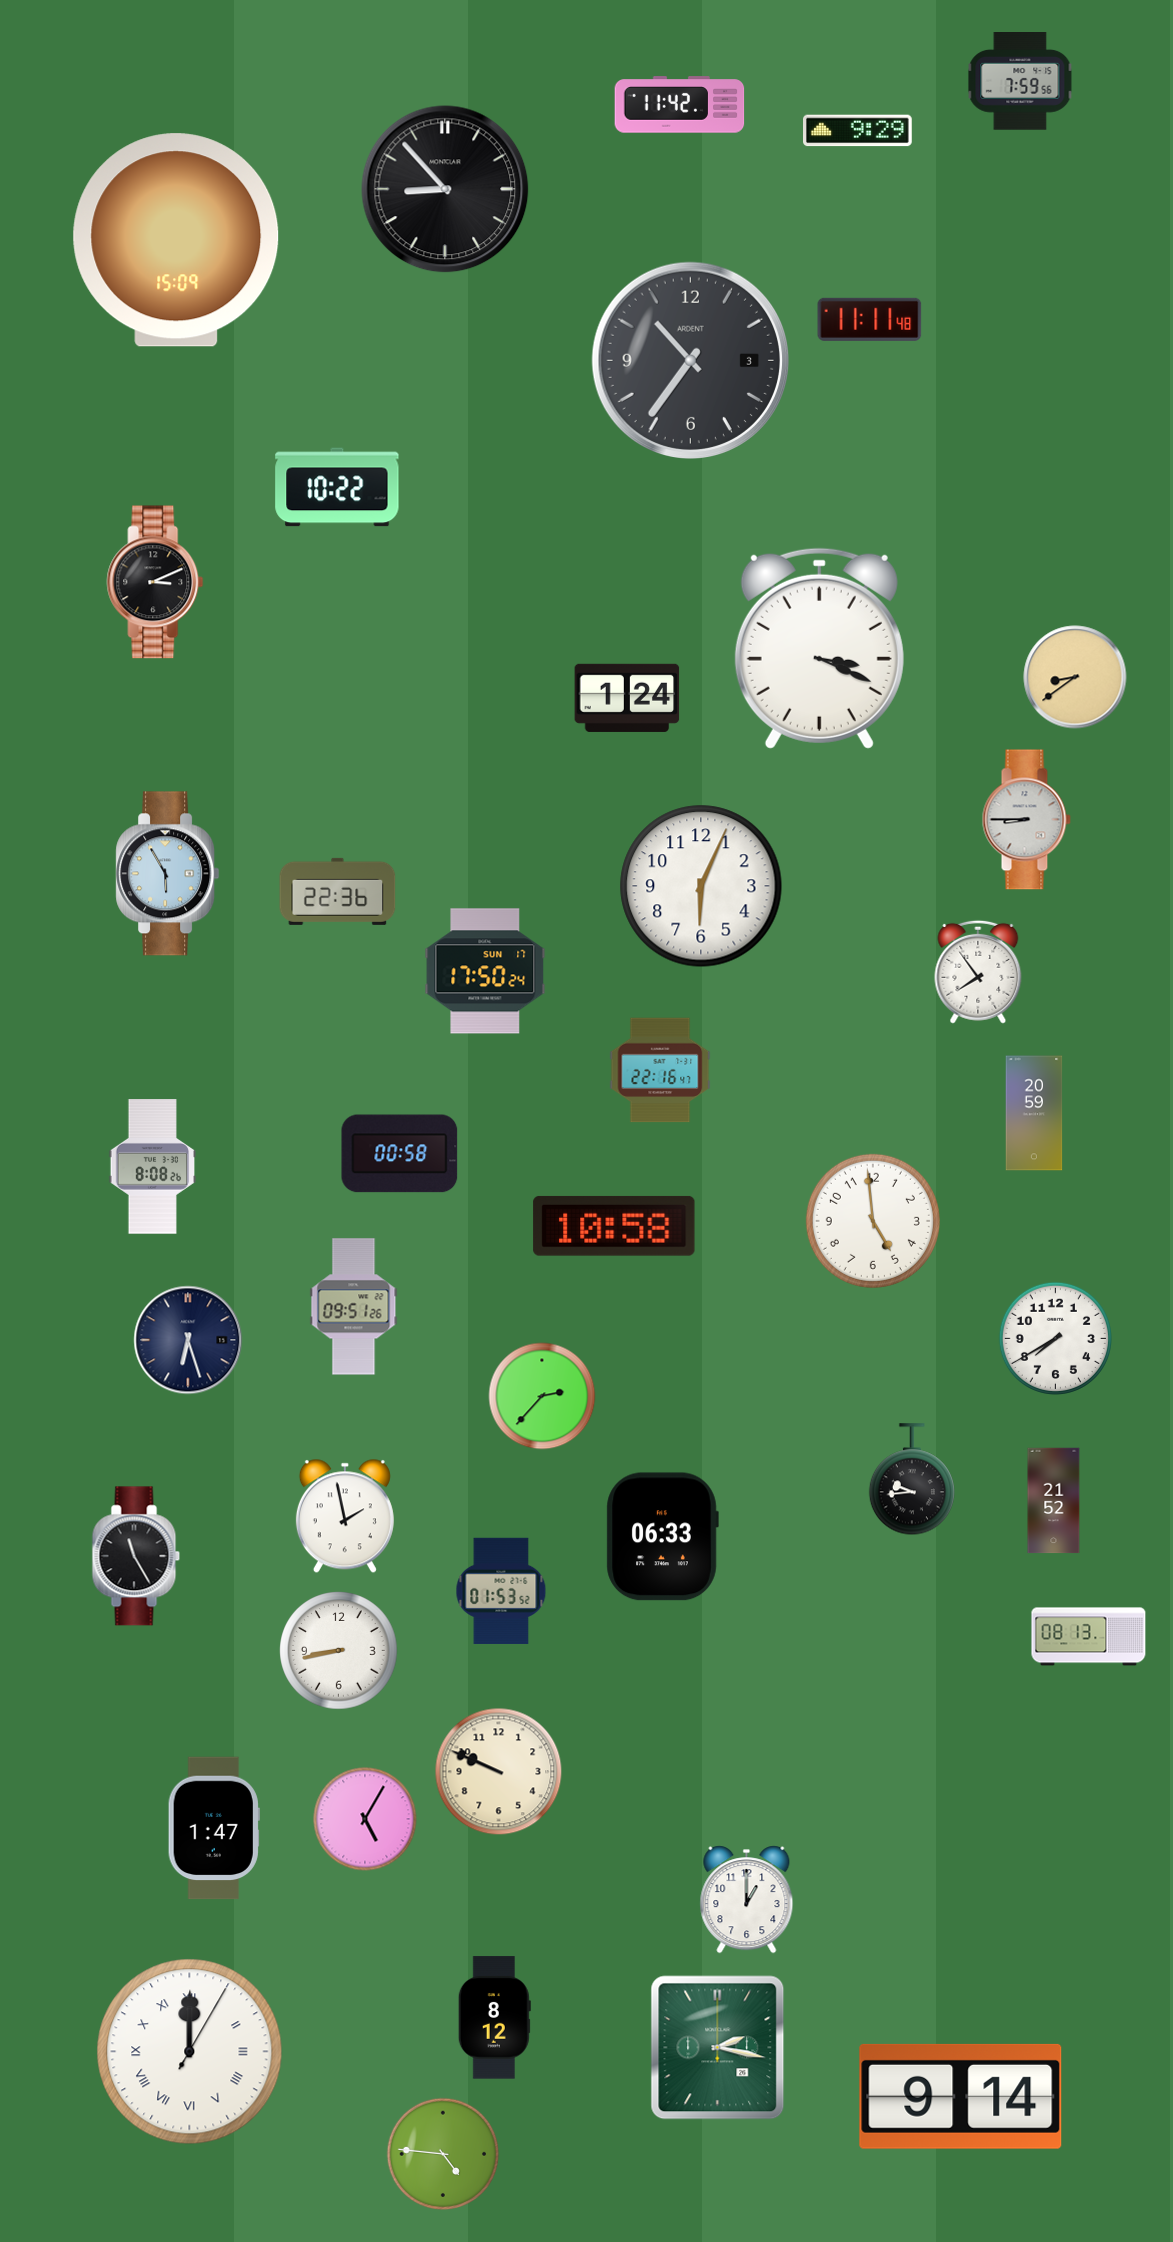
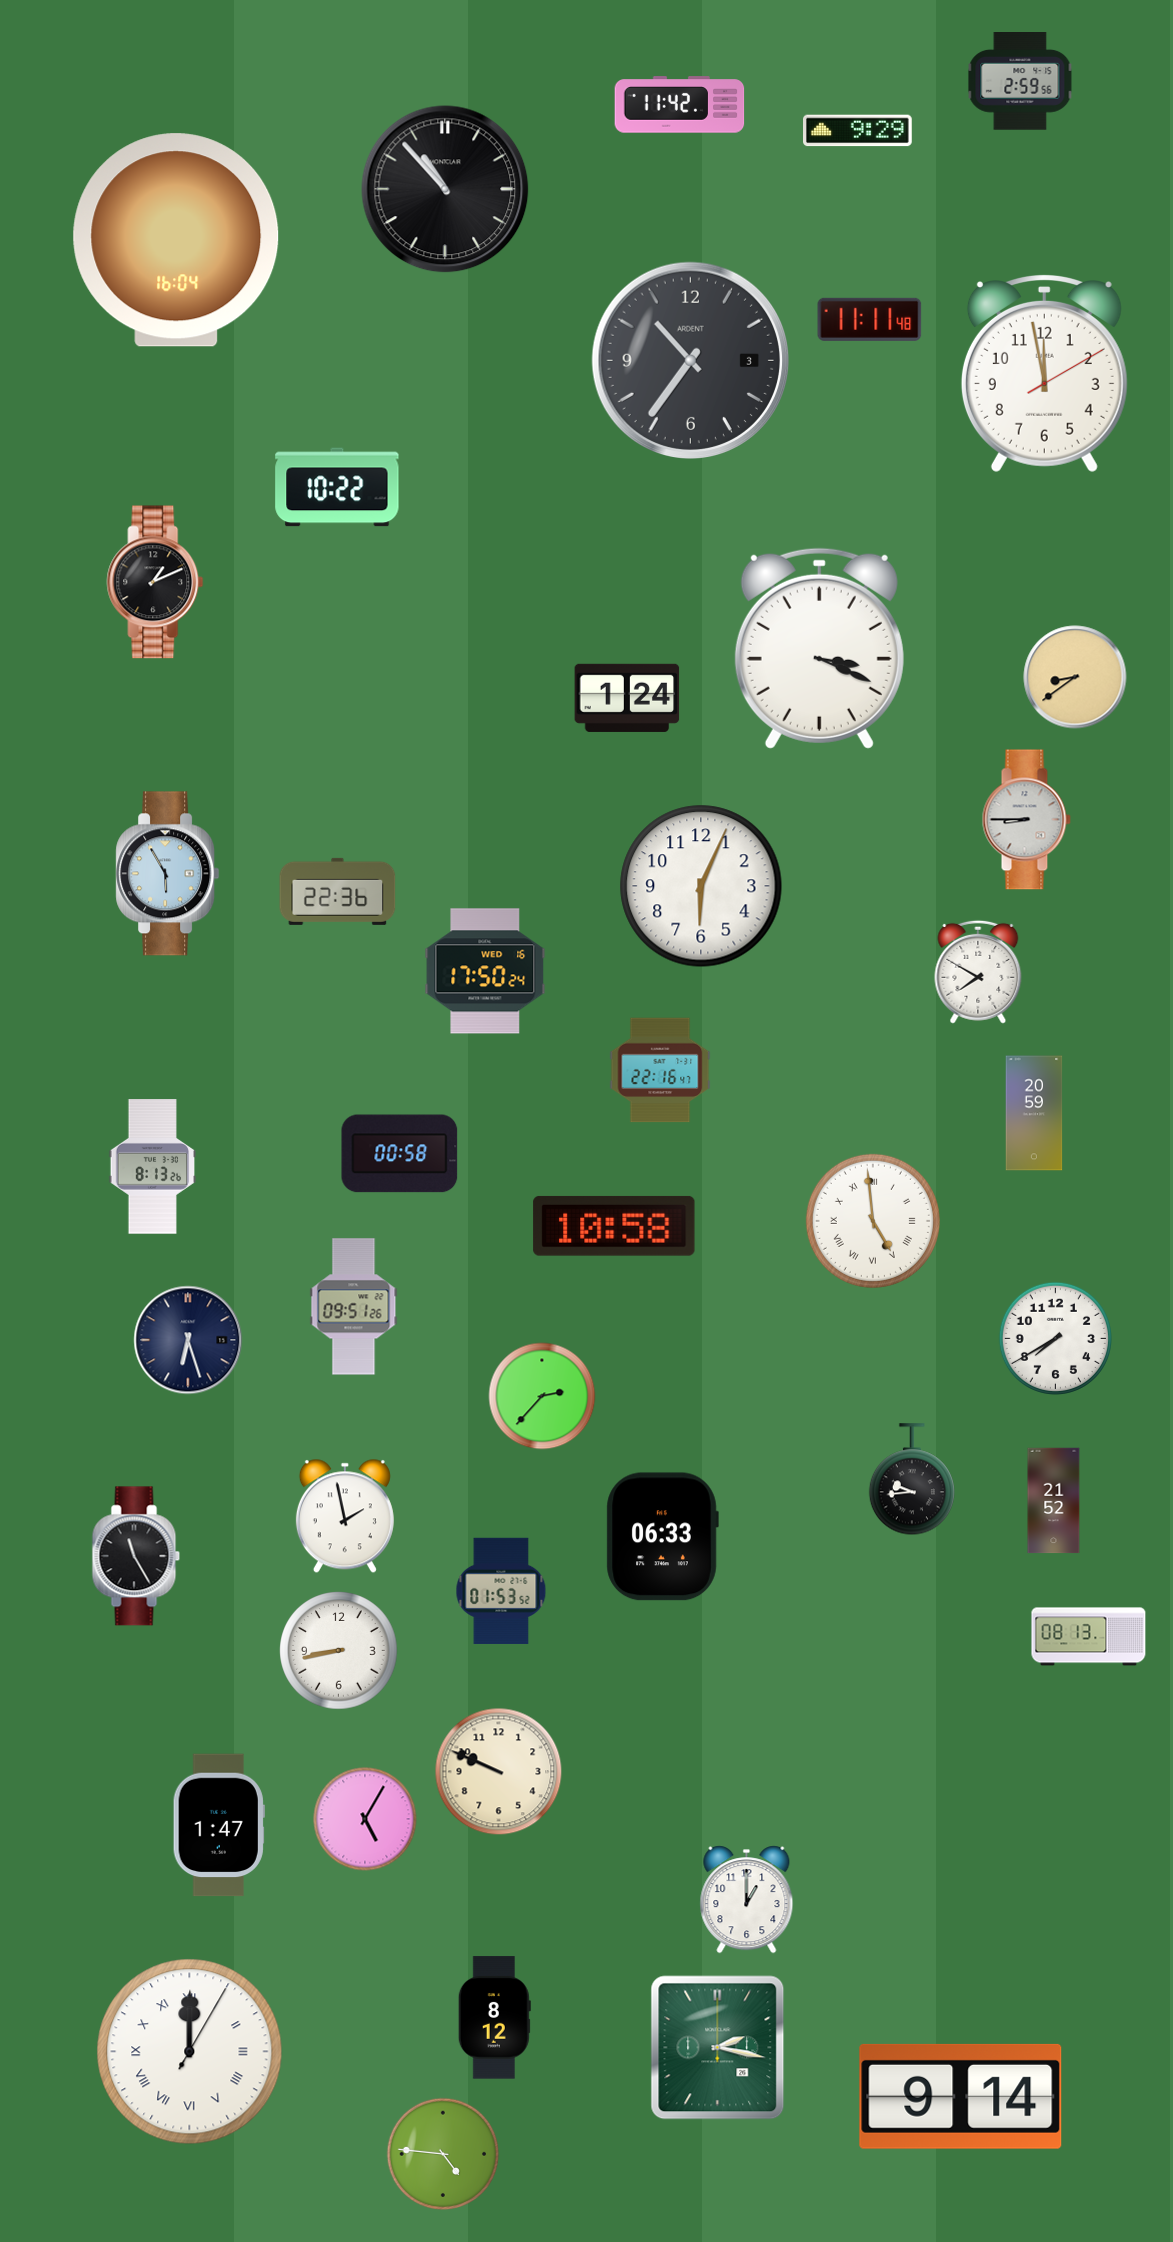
clock at (1020, 82): 7:59 -> 2:59
clock at (445, 189): 8:53 -> 10:53
clock at (176, 240): 15:09 -> 16:04
clock at (1044, 374): none -> 11:58
clock at (155, 582): 3:11 -> 1:11
clock at (485, 971) date: SUN 17 -> WED 16
clock at (978, 972): 7:54 -> 7:50
clock at (153, 1167): 8:08 -> 8:13
clock at (873, 1221) numerals: Arabic -> Roman
clock at (214, 1828) position: (214, 1828) -> (219, 1825)
